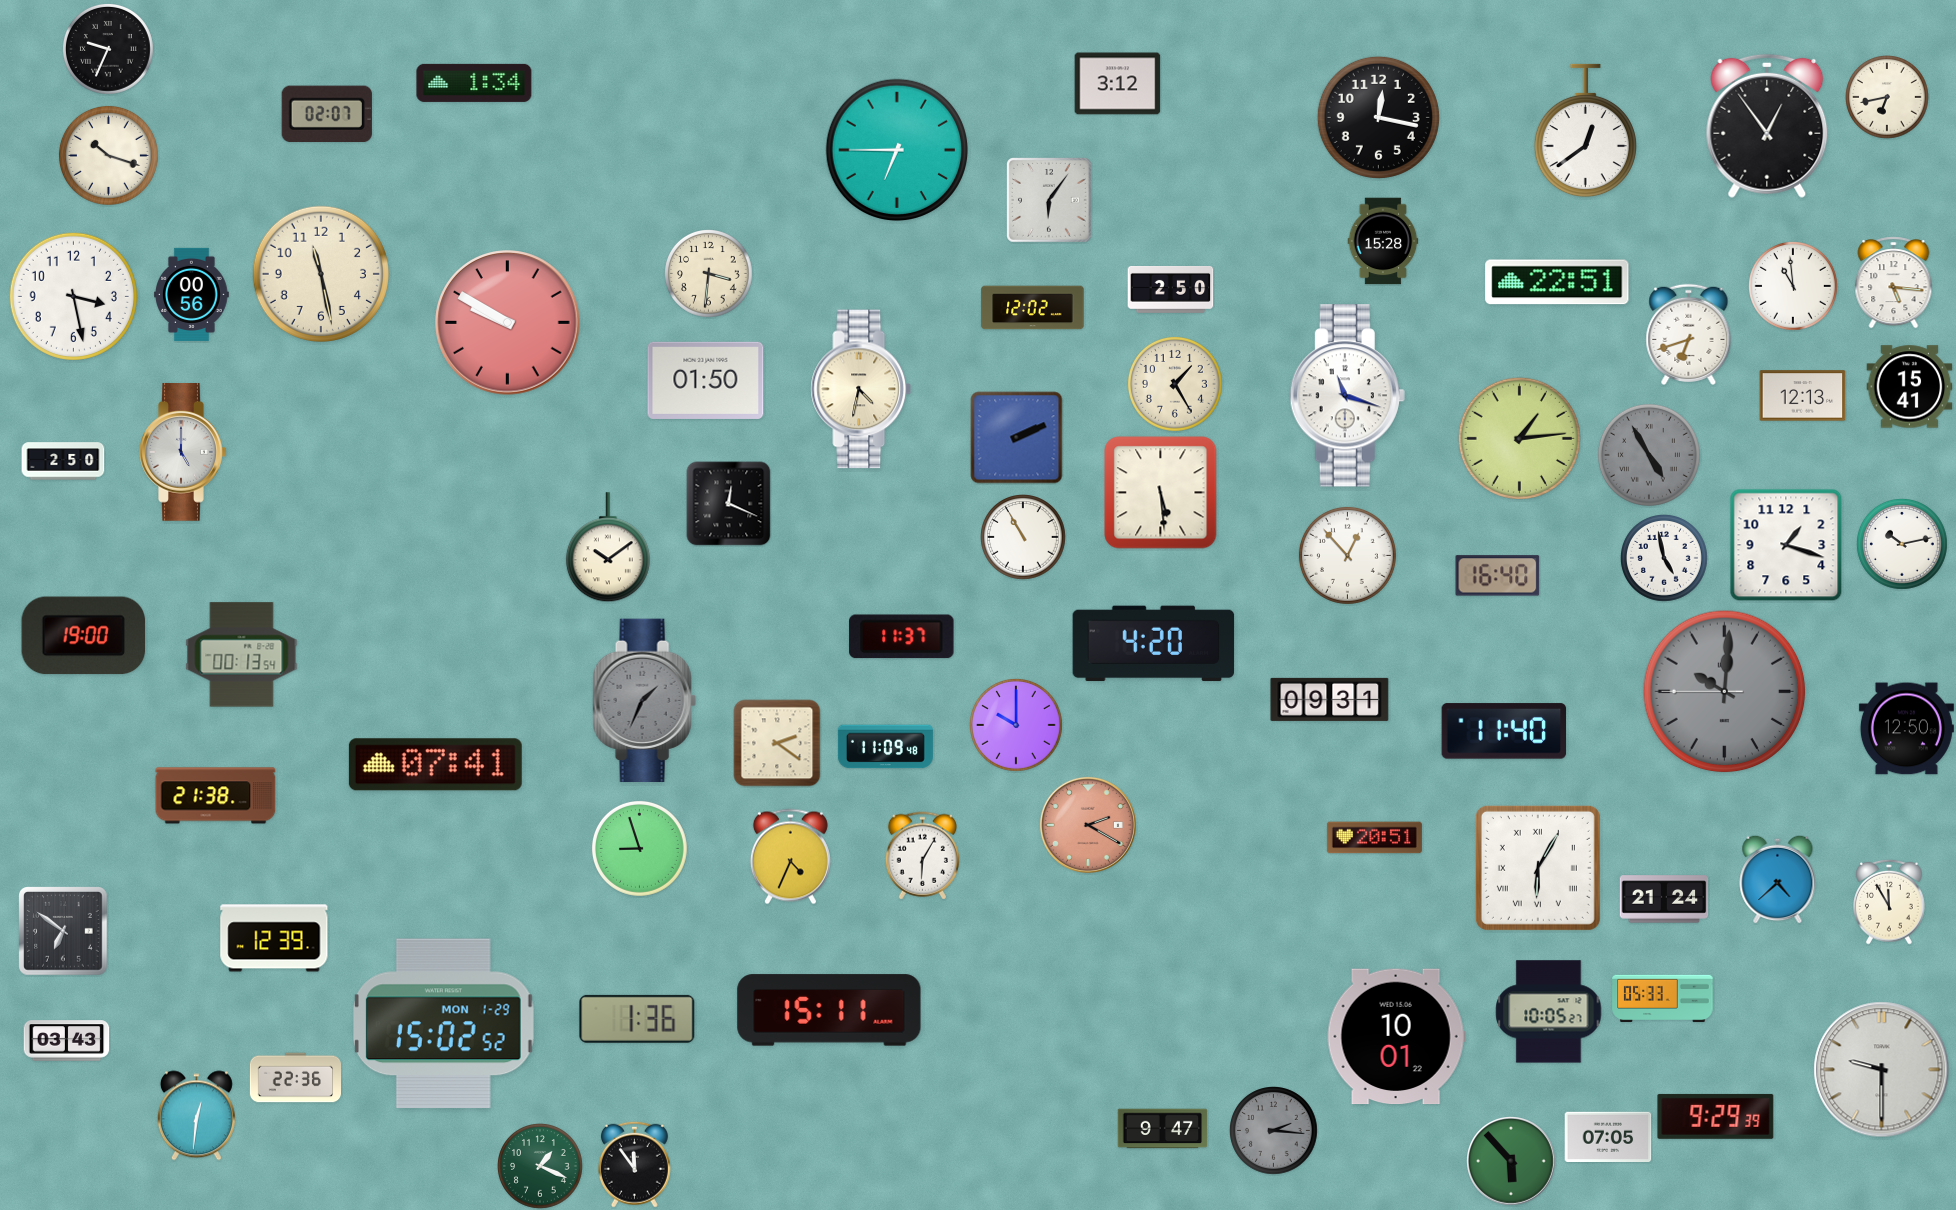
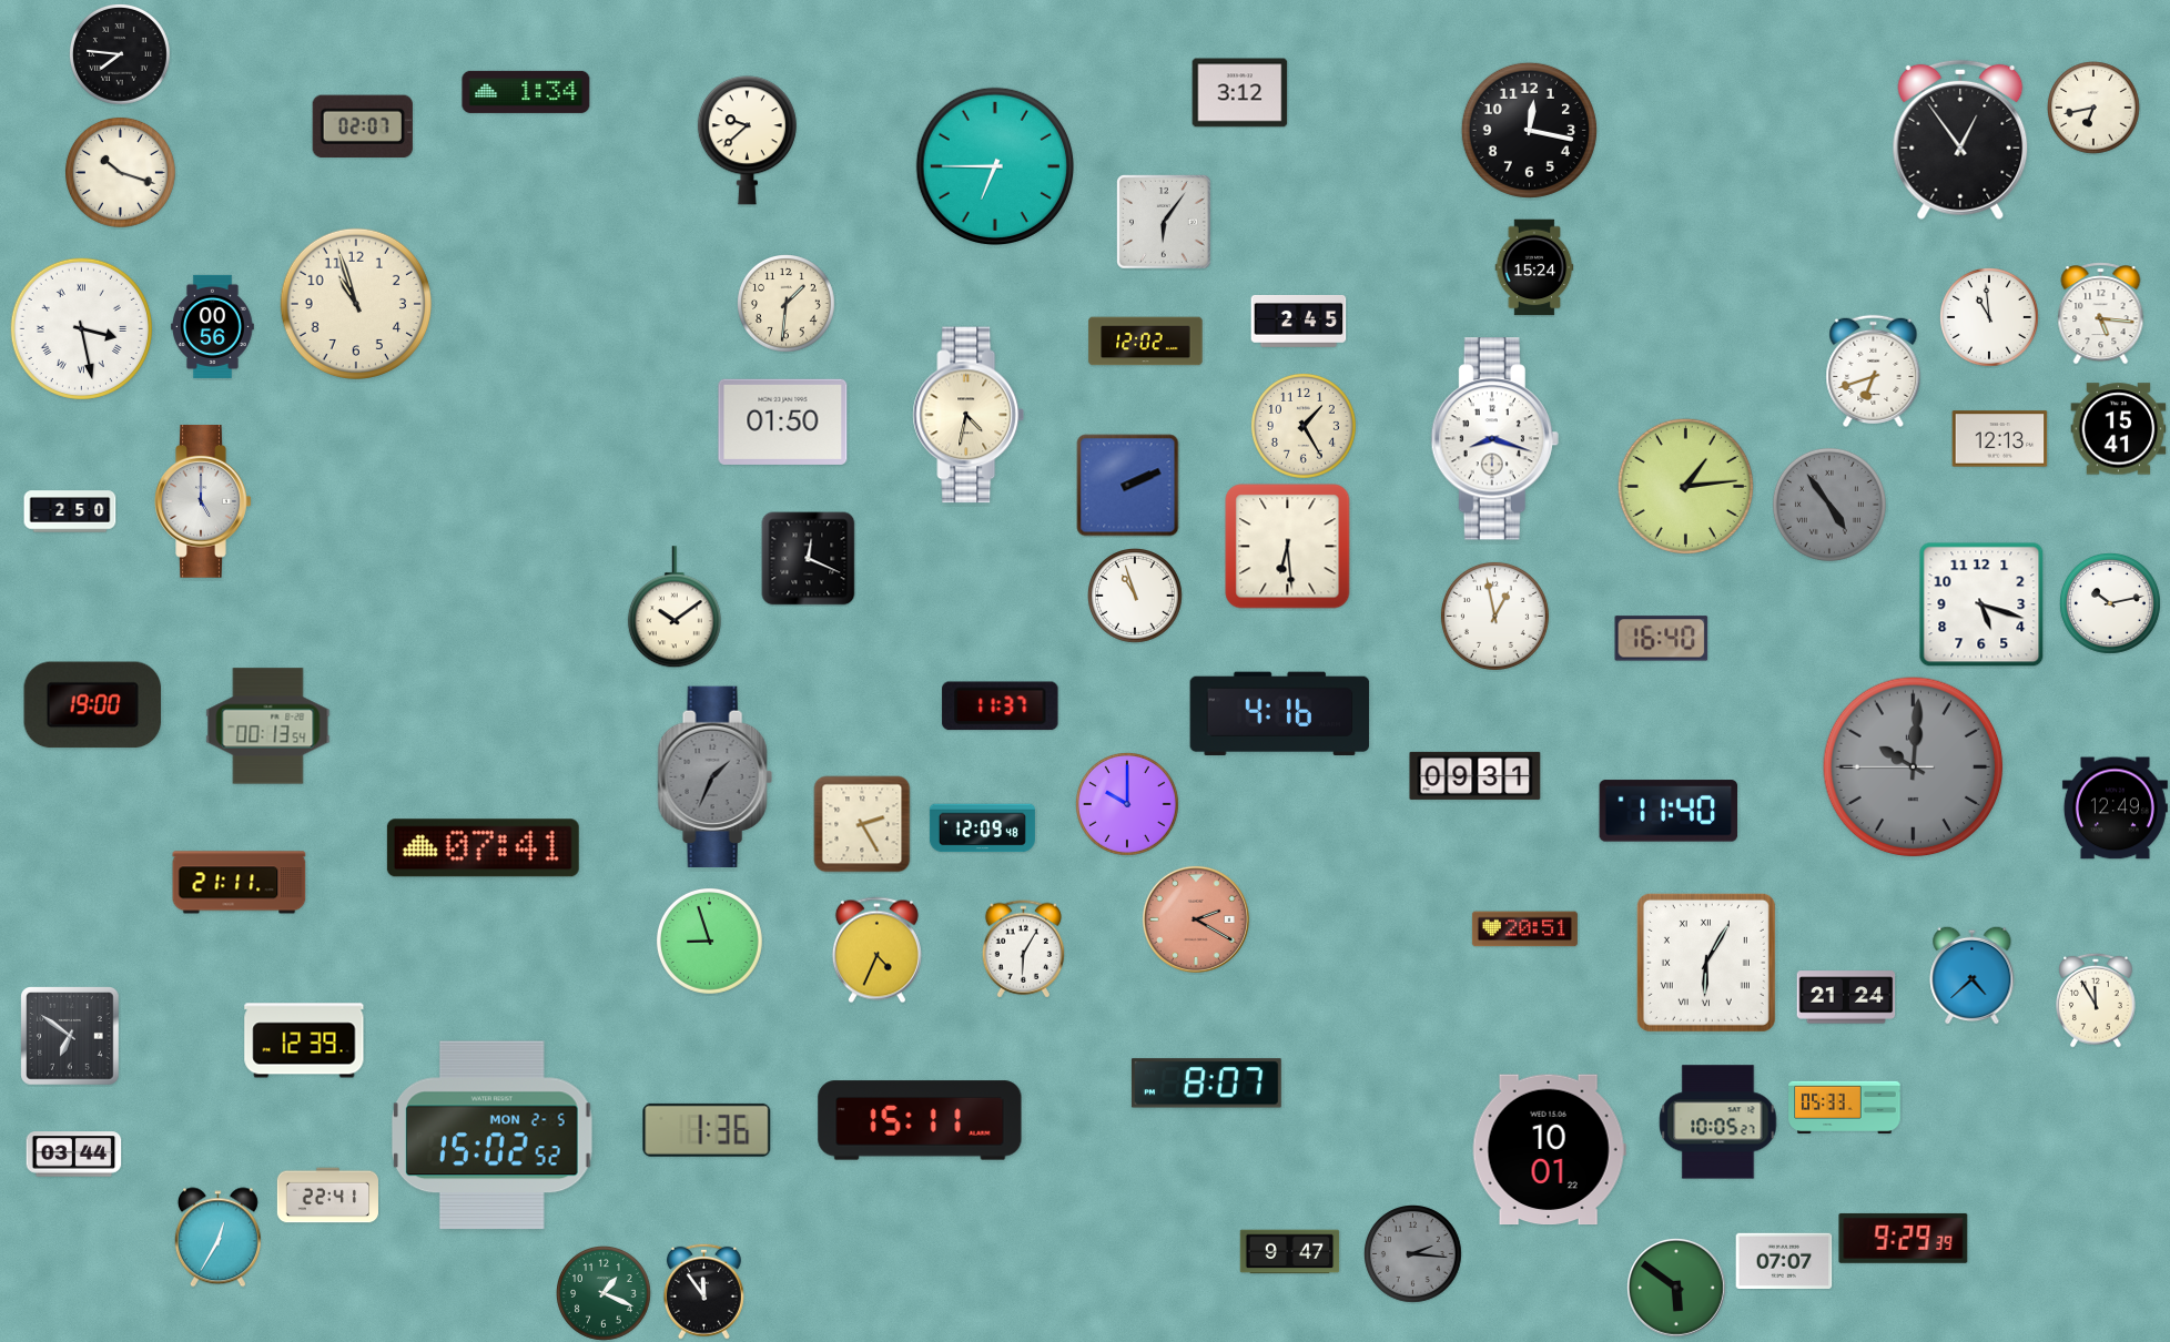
clock at (109, 50): 9:34 -> 7:46
clock at (747, 141): none -> 9:38
clock at (1585, 131): 12:39 -> none
clock at (1383, 241): 15:28 -> 15:24
clock at (321, 274): 11:28 -> 10:57
clock at (709, 274): 3:31 -> 1:31
clock at (1557, 282): 22:51 -> none
clock at (1171, 289): 2:50 -> 2:45
clock at (73, 296) numerals: Arabic -> Roman
clock at (508, 323): 9:50 -> none
clock at (861, 389) position: (861, 389) -> (969, 415)
clock at (1347, 396): 11:18 -> 8:18
clock at (1649, 455): 4:55 -> 4:54
clock at (1161, 493): 5:29 -> 6:29
clock at (1023, 537): 10:55 -> 10:57
clock at (1786, 545): 1:18 -> 5:18
clock at (1347, 555): 12:53 -> 12:58
clock at (1665, 559): 4:58 -> none
clock at (1154, 644): 4:20 -> 4:16
clock at (1906, 729): 12:50 -> 12:49
clock at (777, 743): 2:21 -> 2:25
clock at (885, 747): 11:09 -> 12:09
clock at (216, 796): 21:38 -> 21:11
clock at (1088, 825) position: (1088, 825) -> (1196, 919)
clock at (63, 931) position: (63, 931) -> (70, 1036)
clock at (1206, 1084): none -> 8:07
clock at (444, 1024) date: MON 1-29 -> MON 2-5
clock at (67, 1041): 03:43 -> 03:44
clock at (1882, 1070): 9:30 -> none
clock at (295, 1078): 22:36 -> 22:41
clock at (196, 1116): 12:31 -> 12:35
clock at (1608, 1136): 07:05 -> 07:07
clock at (1512, 1162): 5:53 -> 5:51
clock at (540, 1166) position: (540, 1166) -> (604, 1293)
